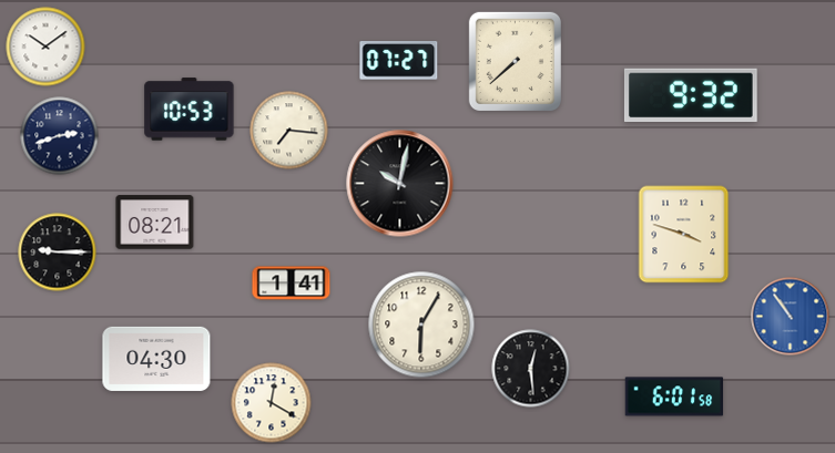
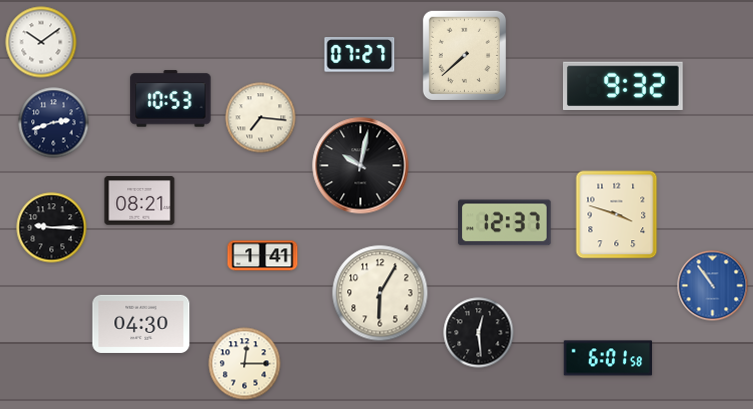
clock at (684, 235) position: (684, 235) -> (617, 215)
clock at (505, 223): none -> 12:37
clock at (272, 403): 12:20 -> 12:15
